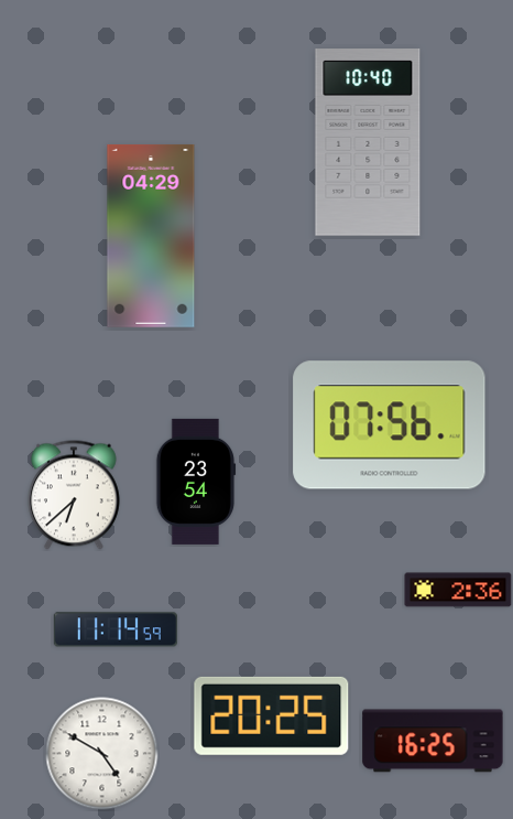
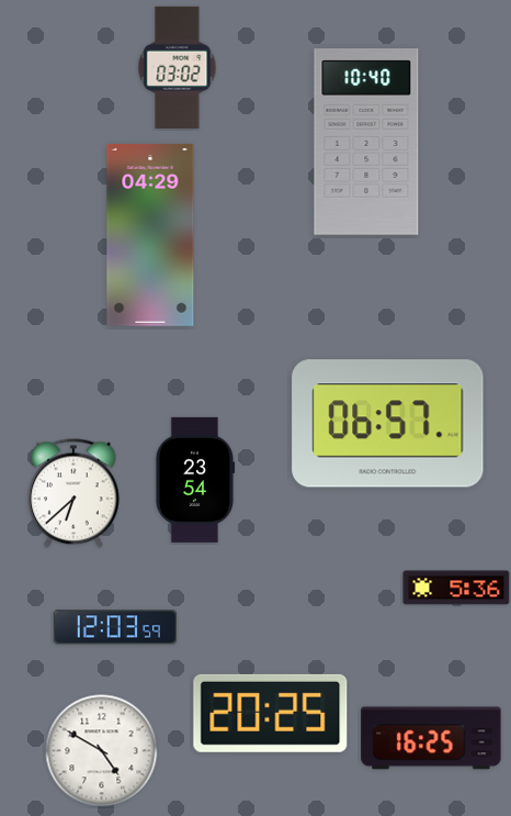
clock at (178, 67): none -> 03:02
clock at (390, 425): 07:56 -> 06:57
clock at (458, 590): 2:36 -> 5:36
clock at (116, 629): 11:14 -> 12:03
